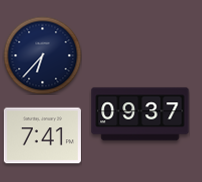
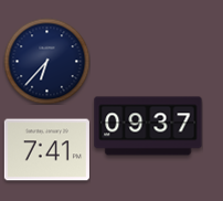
clock at (140, 114) position: (140, 114) -> (148, 126)
